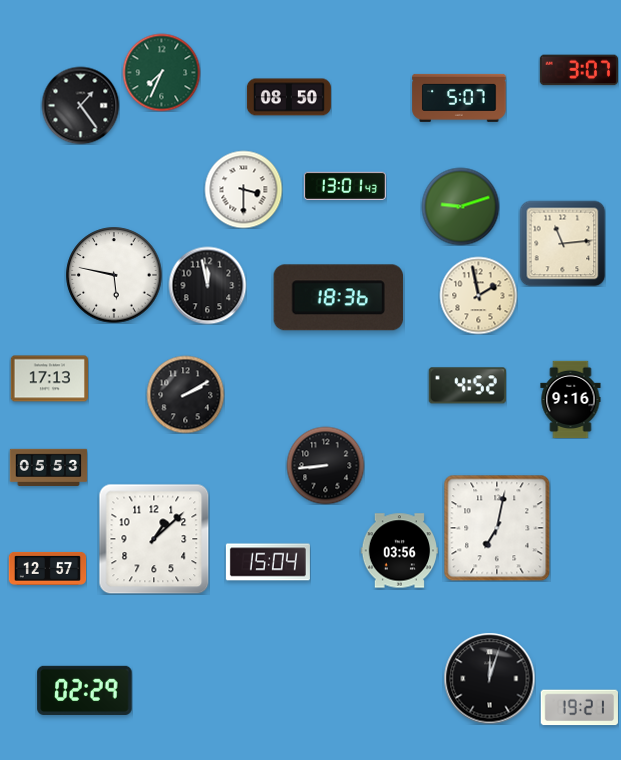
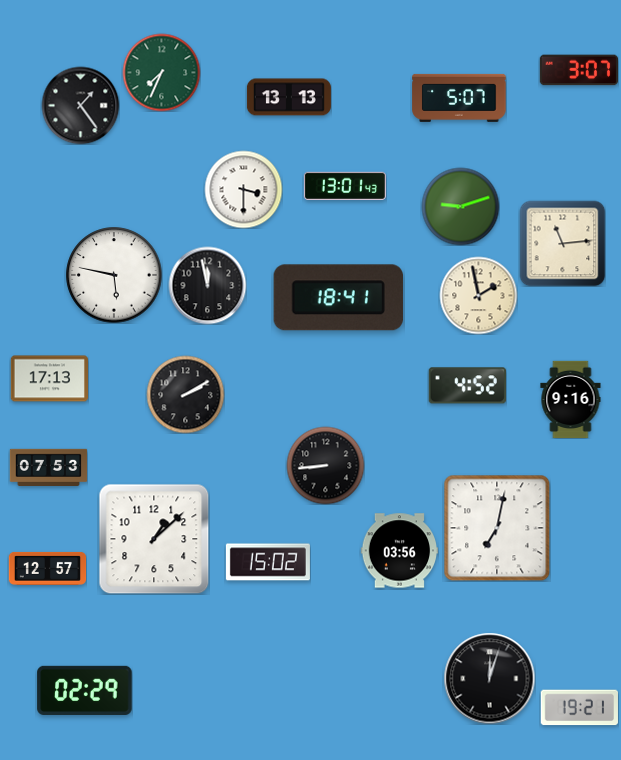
clock at (289, 97): 08:50 -> 13:13
clock at (338, 298): 18:36 -> 18:41
clock at (48, 467): 05:53 -> 07:53
clock at (268, 562): 15:04 -> 15:02
